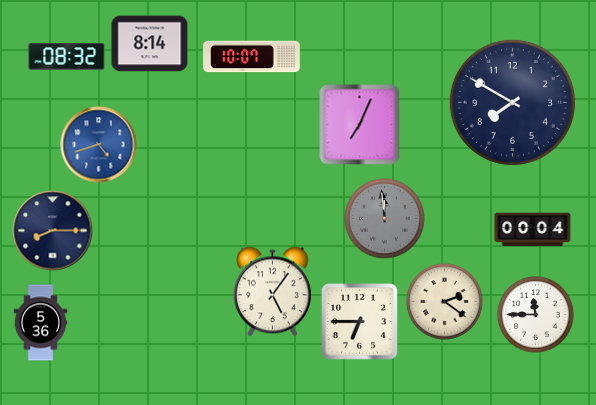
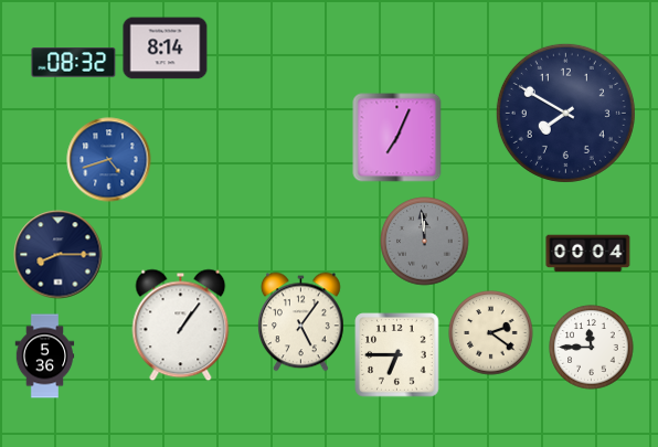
clock at (252, 57): 10:07 -> none
clock at (181, 326): none -> 1:06
